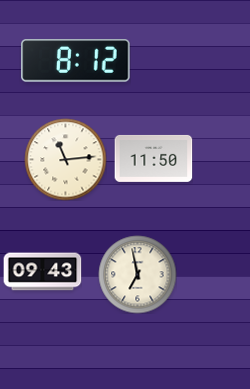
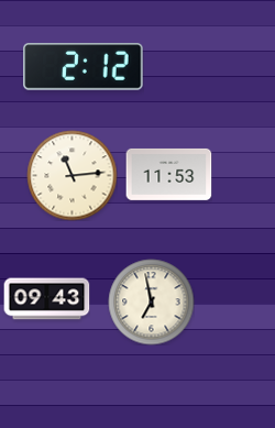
clock at (76, 61): 8:12 -> 2:12
clock at (153, 158): 11:50 -> 11:53
